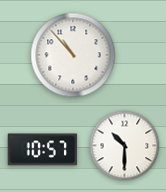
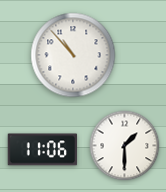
clock at (125, 146): 10:30 -> 1:30
clock at (43, 150): 10:57 -> 11:06
